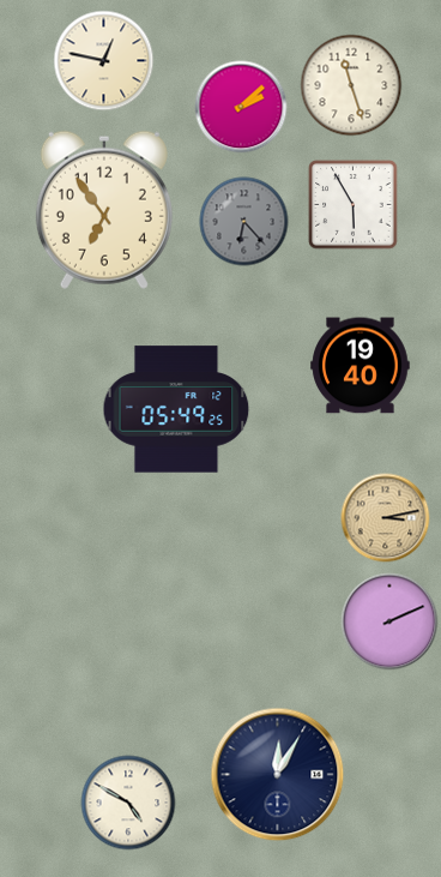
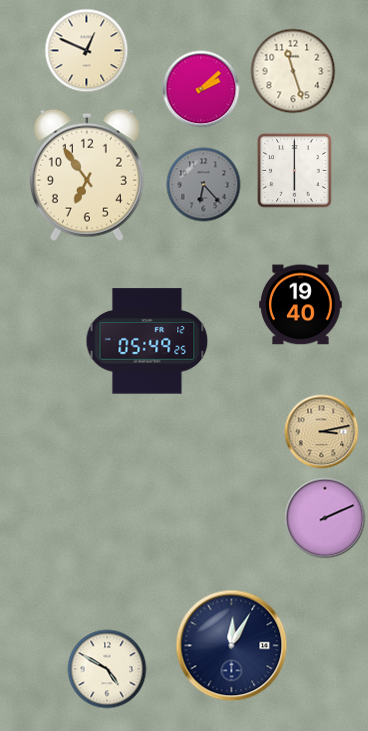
clock at (104, 61): 12:47 -> 12:49
clock at (354, 205): 5:55 -> 6:00
